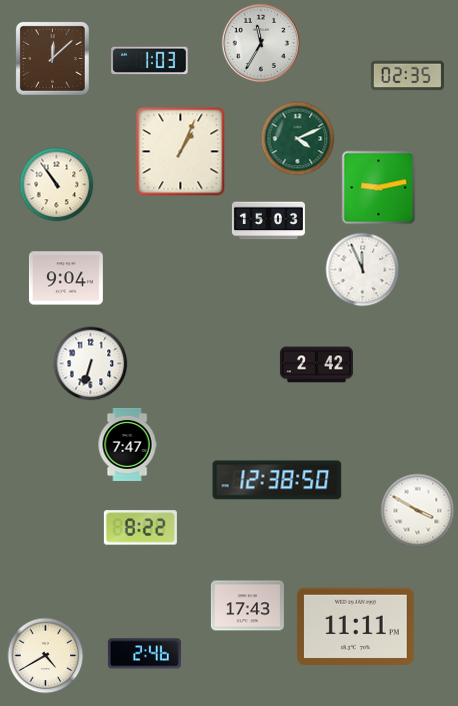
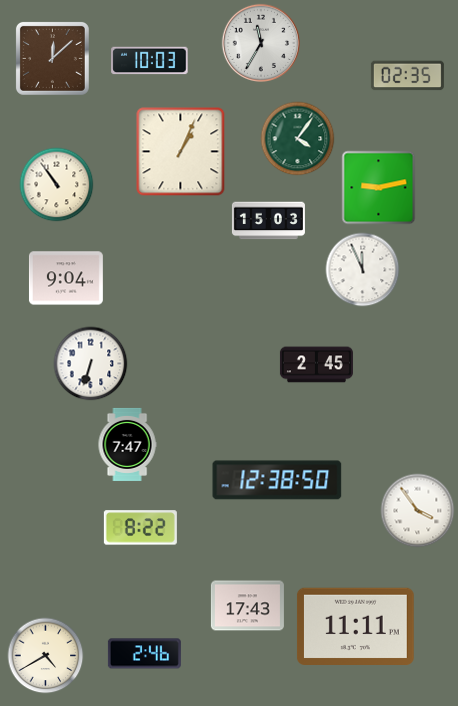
clock at (150, 61): 1:03 -> 10:03
clock at (298, 139): 4:11 -> 4:06
clock at (316, 365): 2:42 -> 2:45
clock at (418, 511): 3:50 -> 3:54
